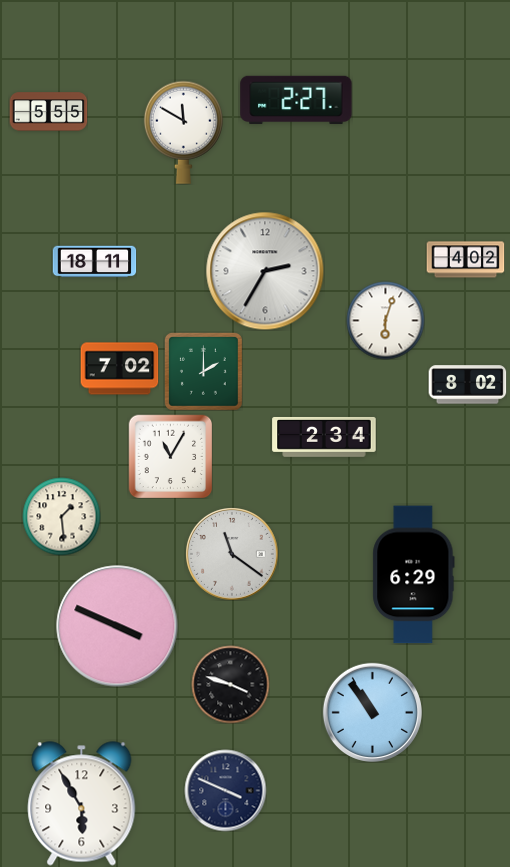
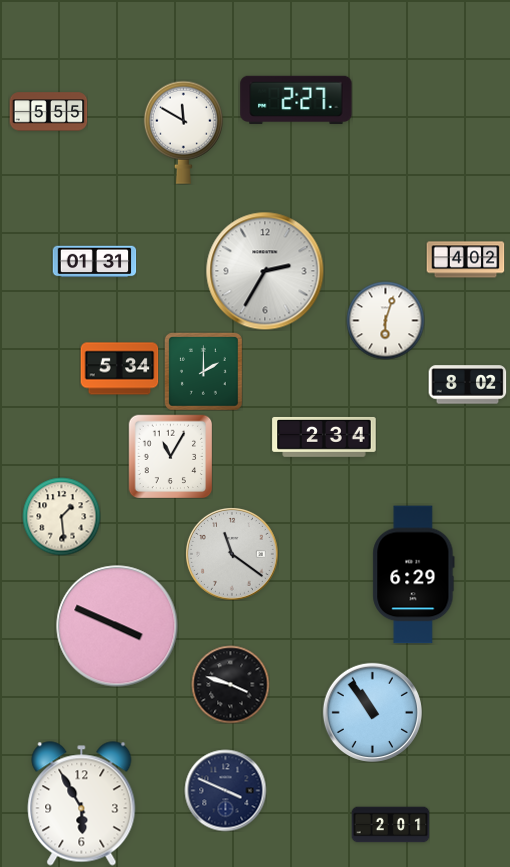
clock at (94, 262): 18:11 -> 01:31
clock at (119, 369): 7:02 -> 5:34
clock at (390, 825): none -> 2:01
